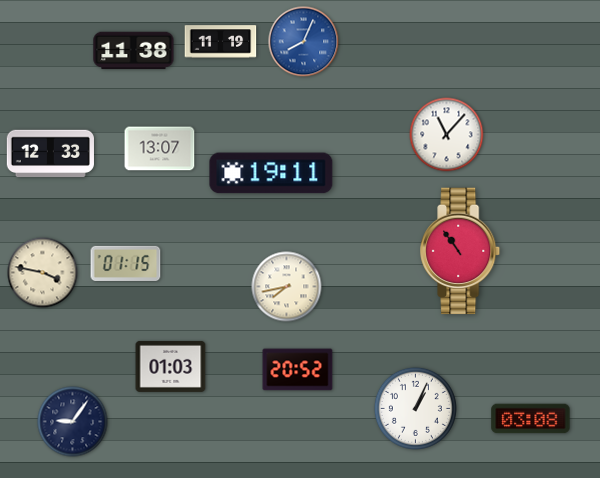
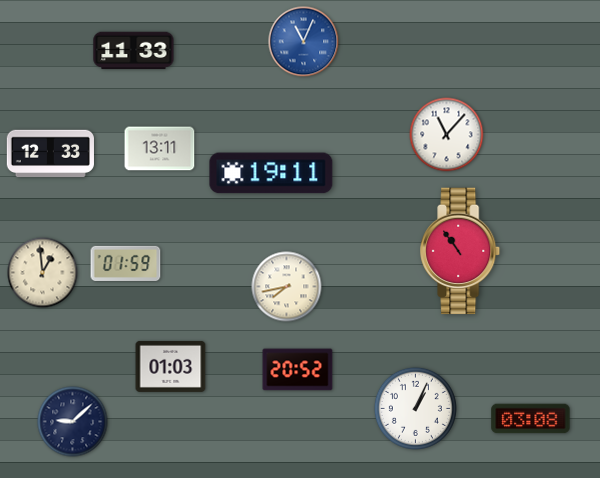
clock at (221, 42): 11:19 -> none
clock at (304, 42): 8:04 -> 11:04
clock at (134, 51): 11:38 -> 11:33
clock at (160, 149): 13:07 -> 13:11
clock at (126, 263): 01:15 -> 01:59
clock at (43, 273): 3:47 -> 12:59
clock at (73, 422): 9:06 -> 9:08
